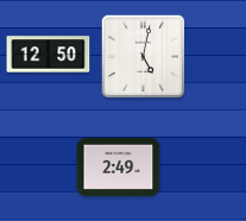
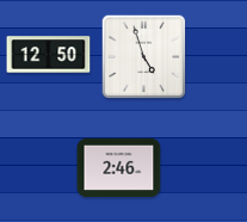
clock at (144, 57): 5:02 -> 4:57
clock at (119, 168): 2:49 -> 2:46
